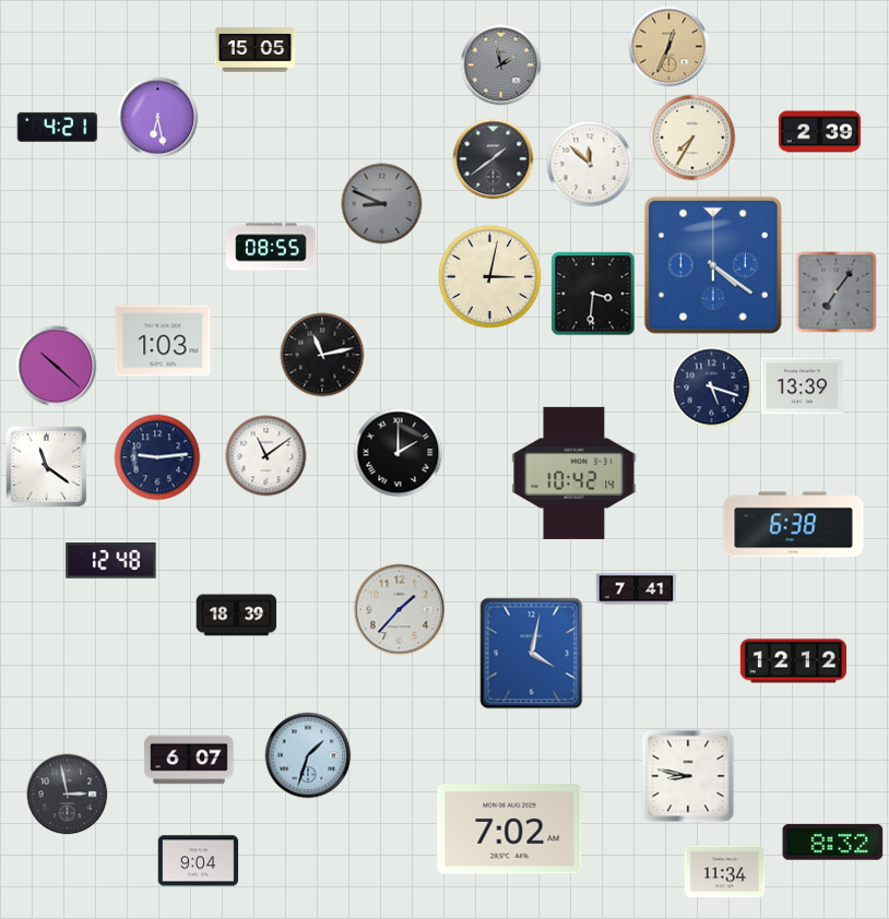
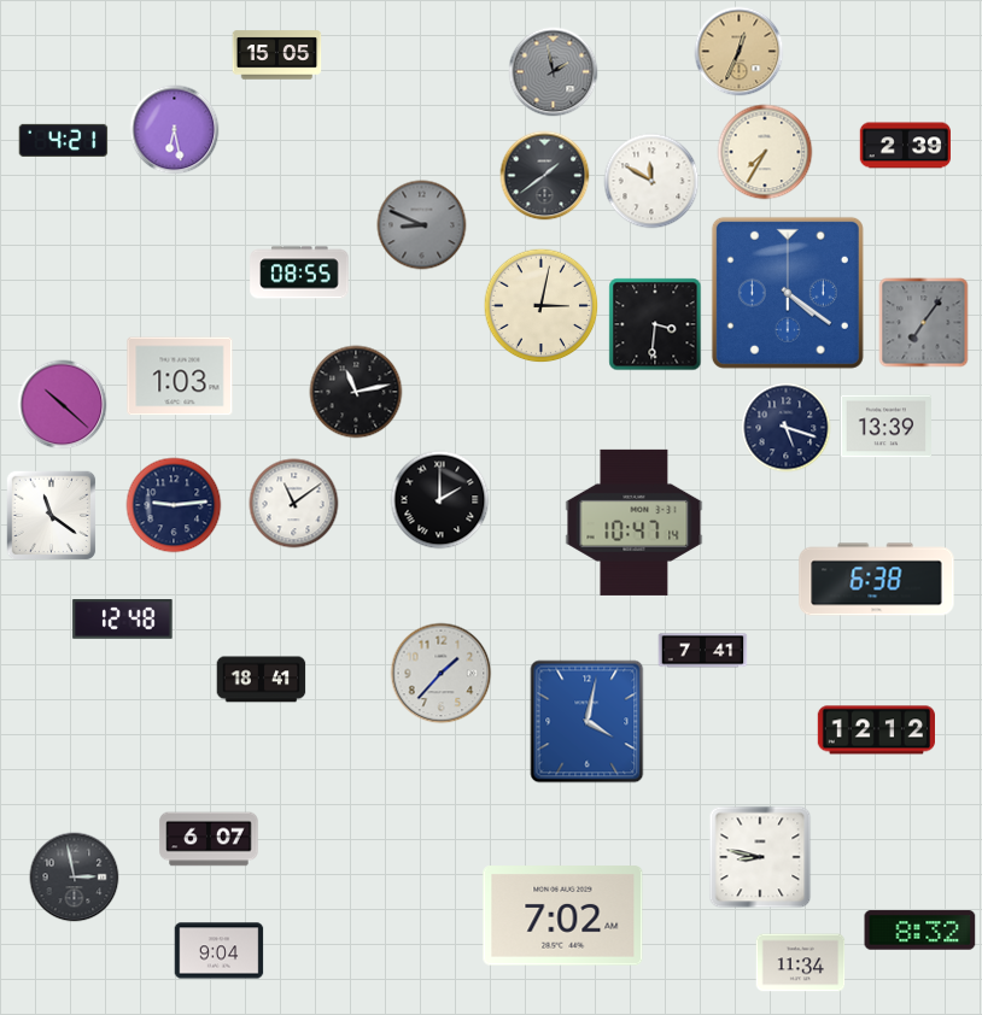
clock at (256, 50) position: (256, 50) -> (277, 55)
clock at (590, 164): 11:52 -> 11:50
clock at (574, 473): 10:42 -> 10:47
clock at (237, 616): 18:39 -> 18:41
clock at (308, 755): 1:33 -> none
